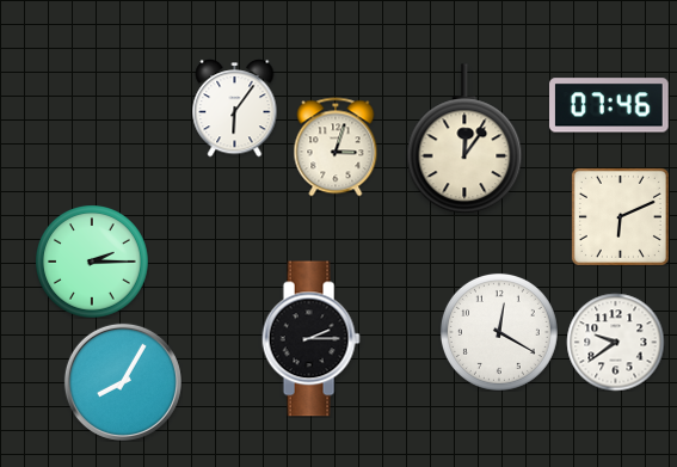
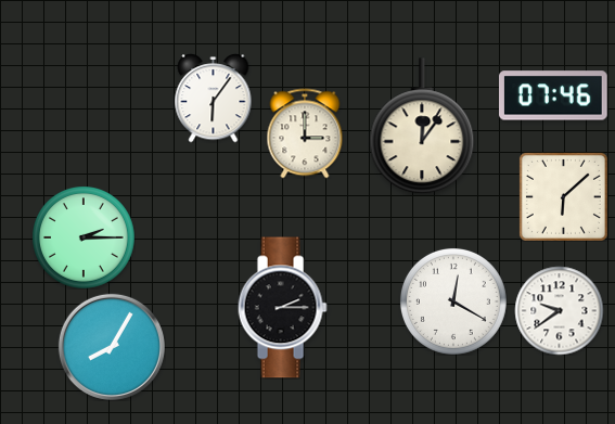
clock at (336, 147): 3:03 -> 3:00
clock at (620, 216): 6:11 -> 6:08
